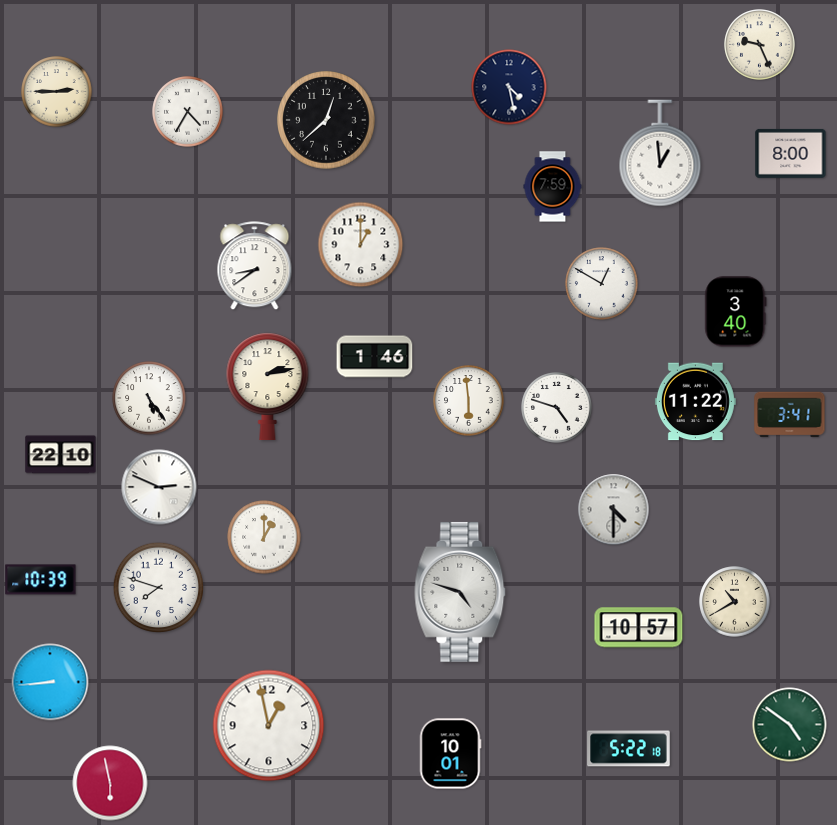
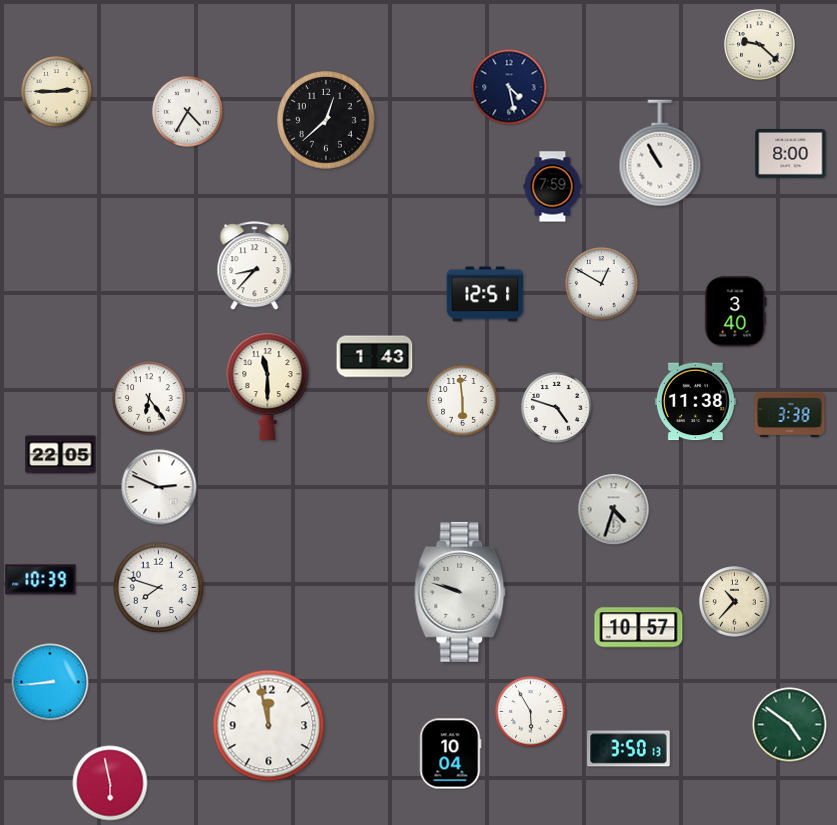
clock at (760, 45): 9:26 -> 9:22
clock at (660, 153): 12:59 -> 10:55
clock at (361, 245): 1:00 -> none
clock at (255, 266): 8:39 -> 8:37
clock at (485, 294): none -> 12:51
clock at (375, 357): 1:46 -> 1:43
clock at (268, 387): 2:13 -> 11:30
clock at (149, 398): 5:24 -> 6:24
clock at (469, 401) position: (469, 401) -> (463, 401)
clock at (695, 402): 11:22 -> 11:38
clock at (790, 415): 3:41 -> 3:38
clock at (61, 455): 22:10 -> 22:05
clock at (614, 510): 4:30 -> 4:33
clock at (264, 537): 1:00 -> none
clock at (460, 592): 4:48 -> 9:48
clock at (735, 602): 10:40 -> 10:37
clock at (531, 712): none -> 5:55
clock at (269, 726): 12:58 -> 11:58
clock at (629, 749): 5:22 -> 3:50
clock at (450, 754): 10:01 -> 10:04
